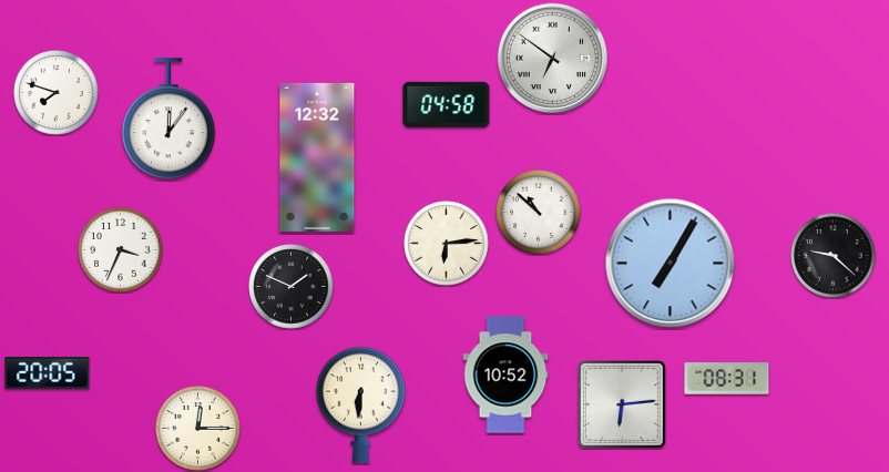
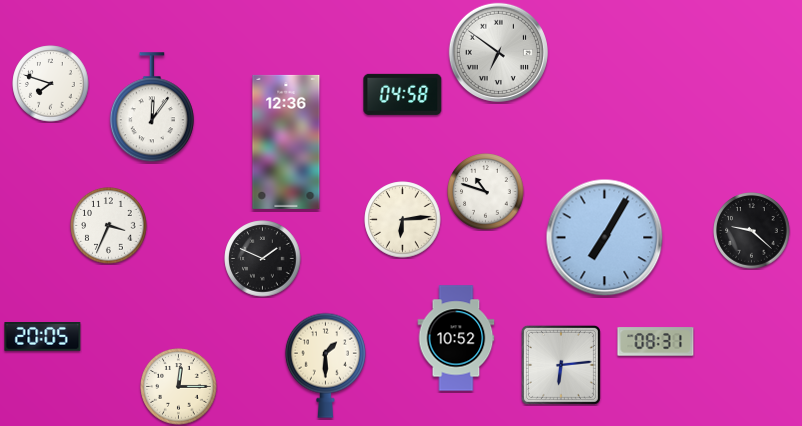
clock at (317, 157): 12:32 -> 12:36
clock at (539, 213): 10:52 -> 10:48
clock at (360, 404): 6:31 -> 1:30
